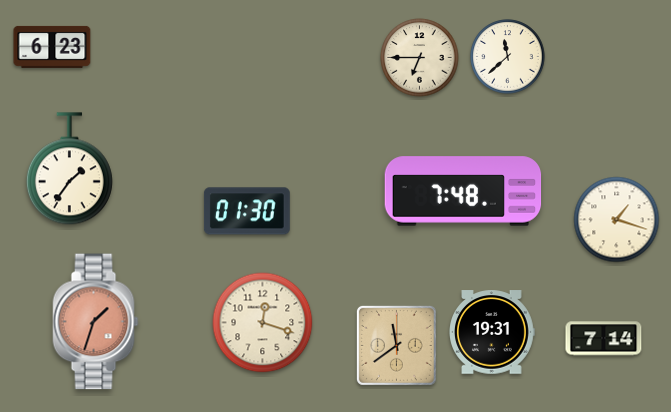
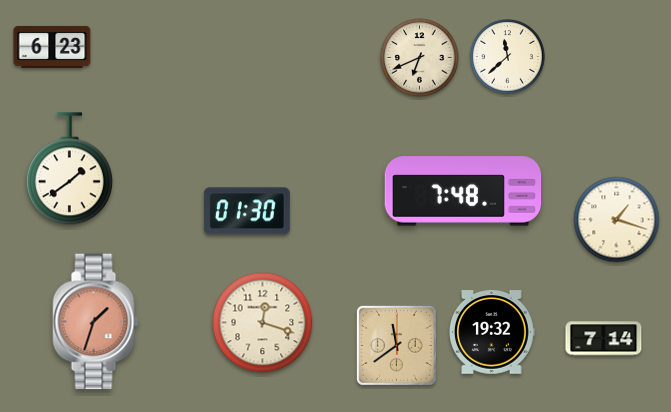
clock at (420, 58): 6:45 -> 6:41
clock at (69, 169): 1:36 -> 1:39
clock at (492, 332): 19:31 -> 19:32
